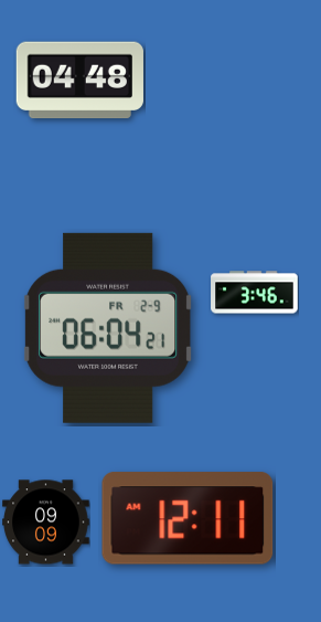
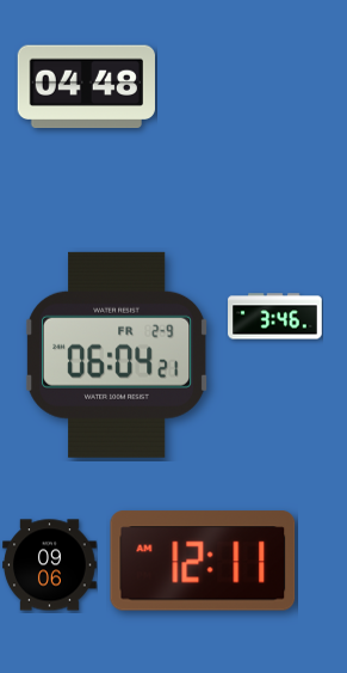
clock at (46, 523): 09:09 -> 09:06
